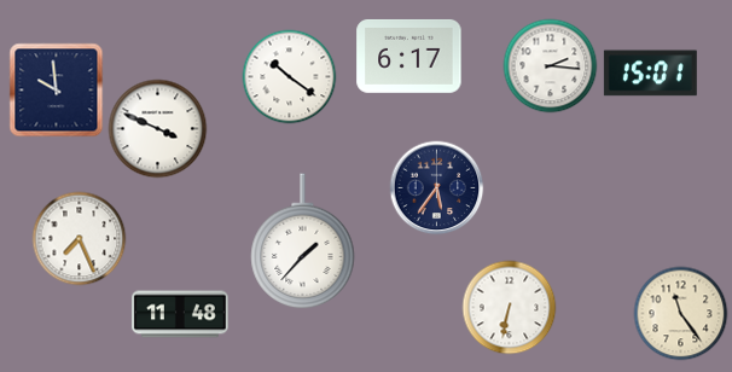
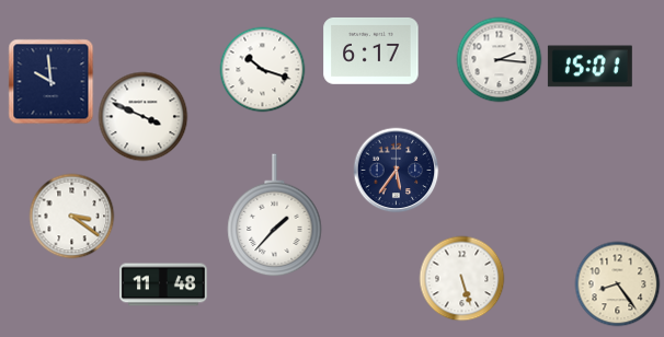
clock at (289, 76): 10:21 -> 10:18
clock at (79, 238): 7:26 -> 3:21
clock at (303, 242) position: (303, 242) -> (275, 216)
clock at (509, 307): 6:32 -> 5:27
clock at (680, 313): 11:24 -> 8:24
